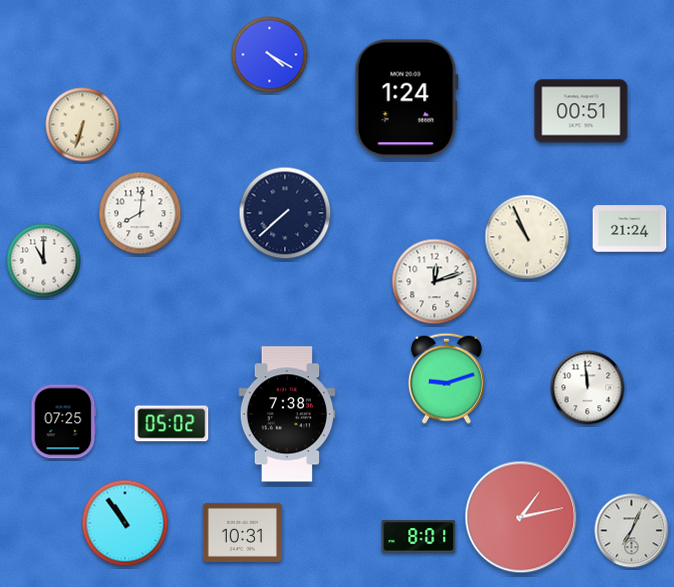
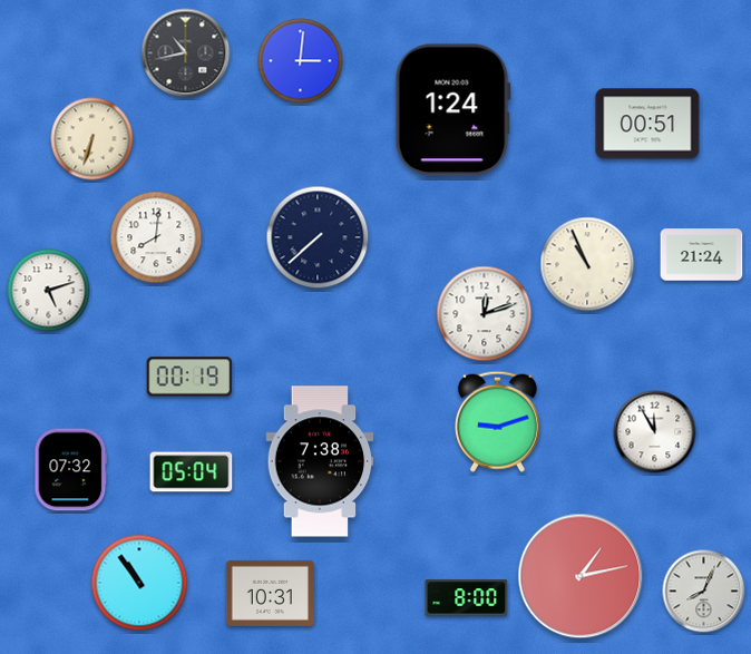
clock at (186, 53): none -> 10:43
clock at (270, 55): 4:20 -> 3:01
clock at (44, 261): 11:00 -> 5:12
clock at (189, 377): none -> 00:19
clock at (588, 388): 11:59 -> 11:55
clock at (64, 422): 07:25 -> 07:32
clock at (172, 424): 05:02 -> 05:04
clock at (632, 531): 7:04 -> 8:04
clock at (419, 537): 8:01 -> 8:00
